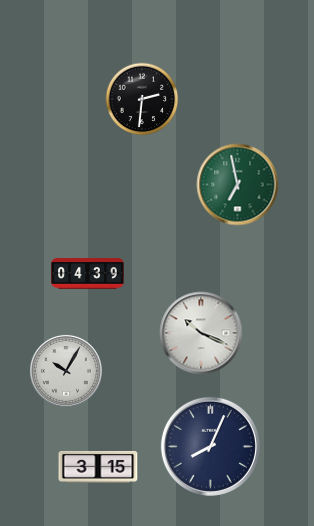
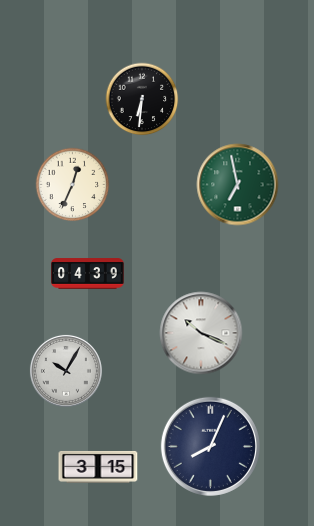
clock at (142, 99): 2:31 -> 6:31
clock at (73, 185): none -> 12:34
